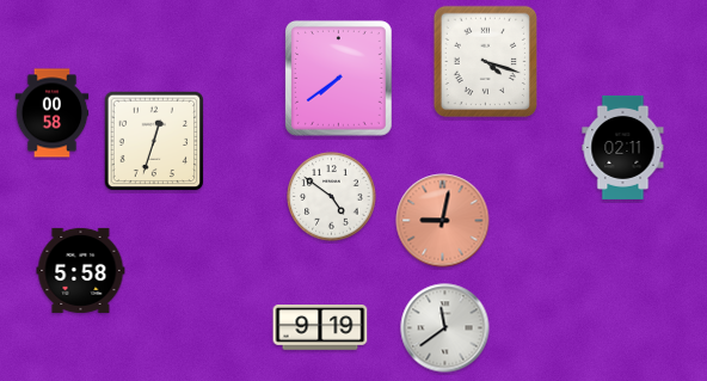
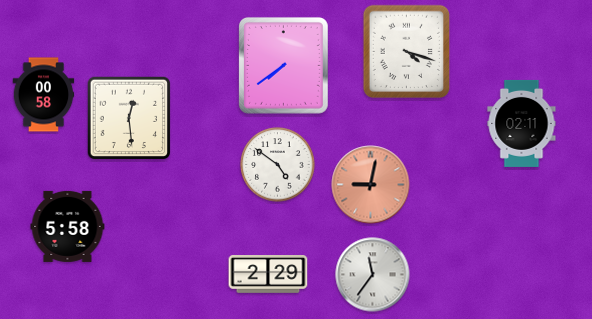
clock at (154, 141): 12:33 -> 12:29
clock at (320, 328): 9:19 -> 2:29
clock at (445, 328): 11:39 -> 11:36
